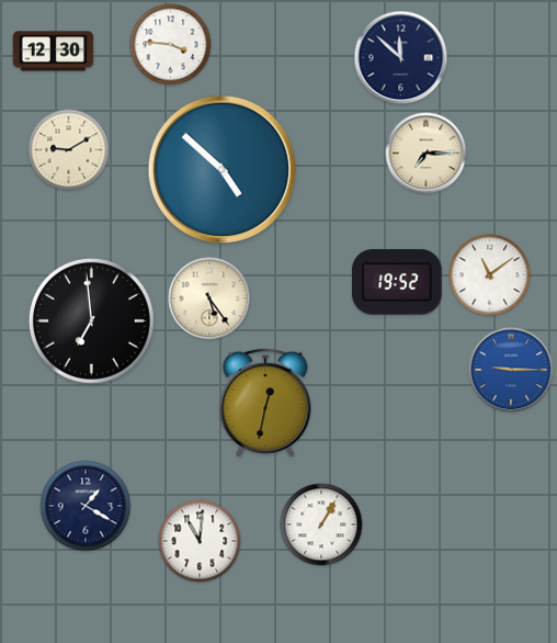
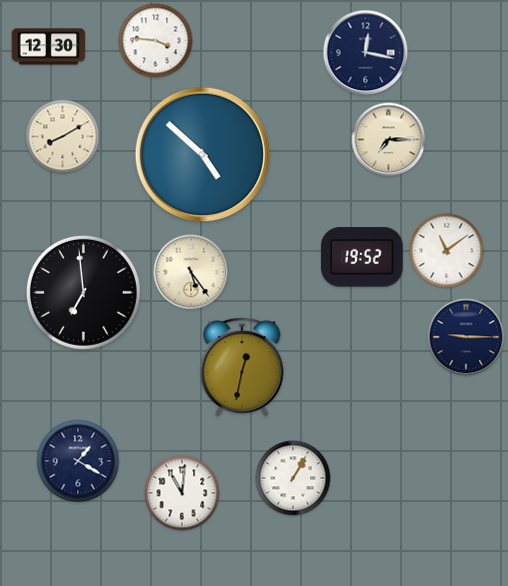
clock at (401, 58): 11:52 -> 12:17
clock at (69, 150): 9:10 -> 8:10
clock at (511, 370) dial: blue -> navy
